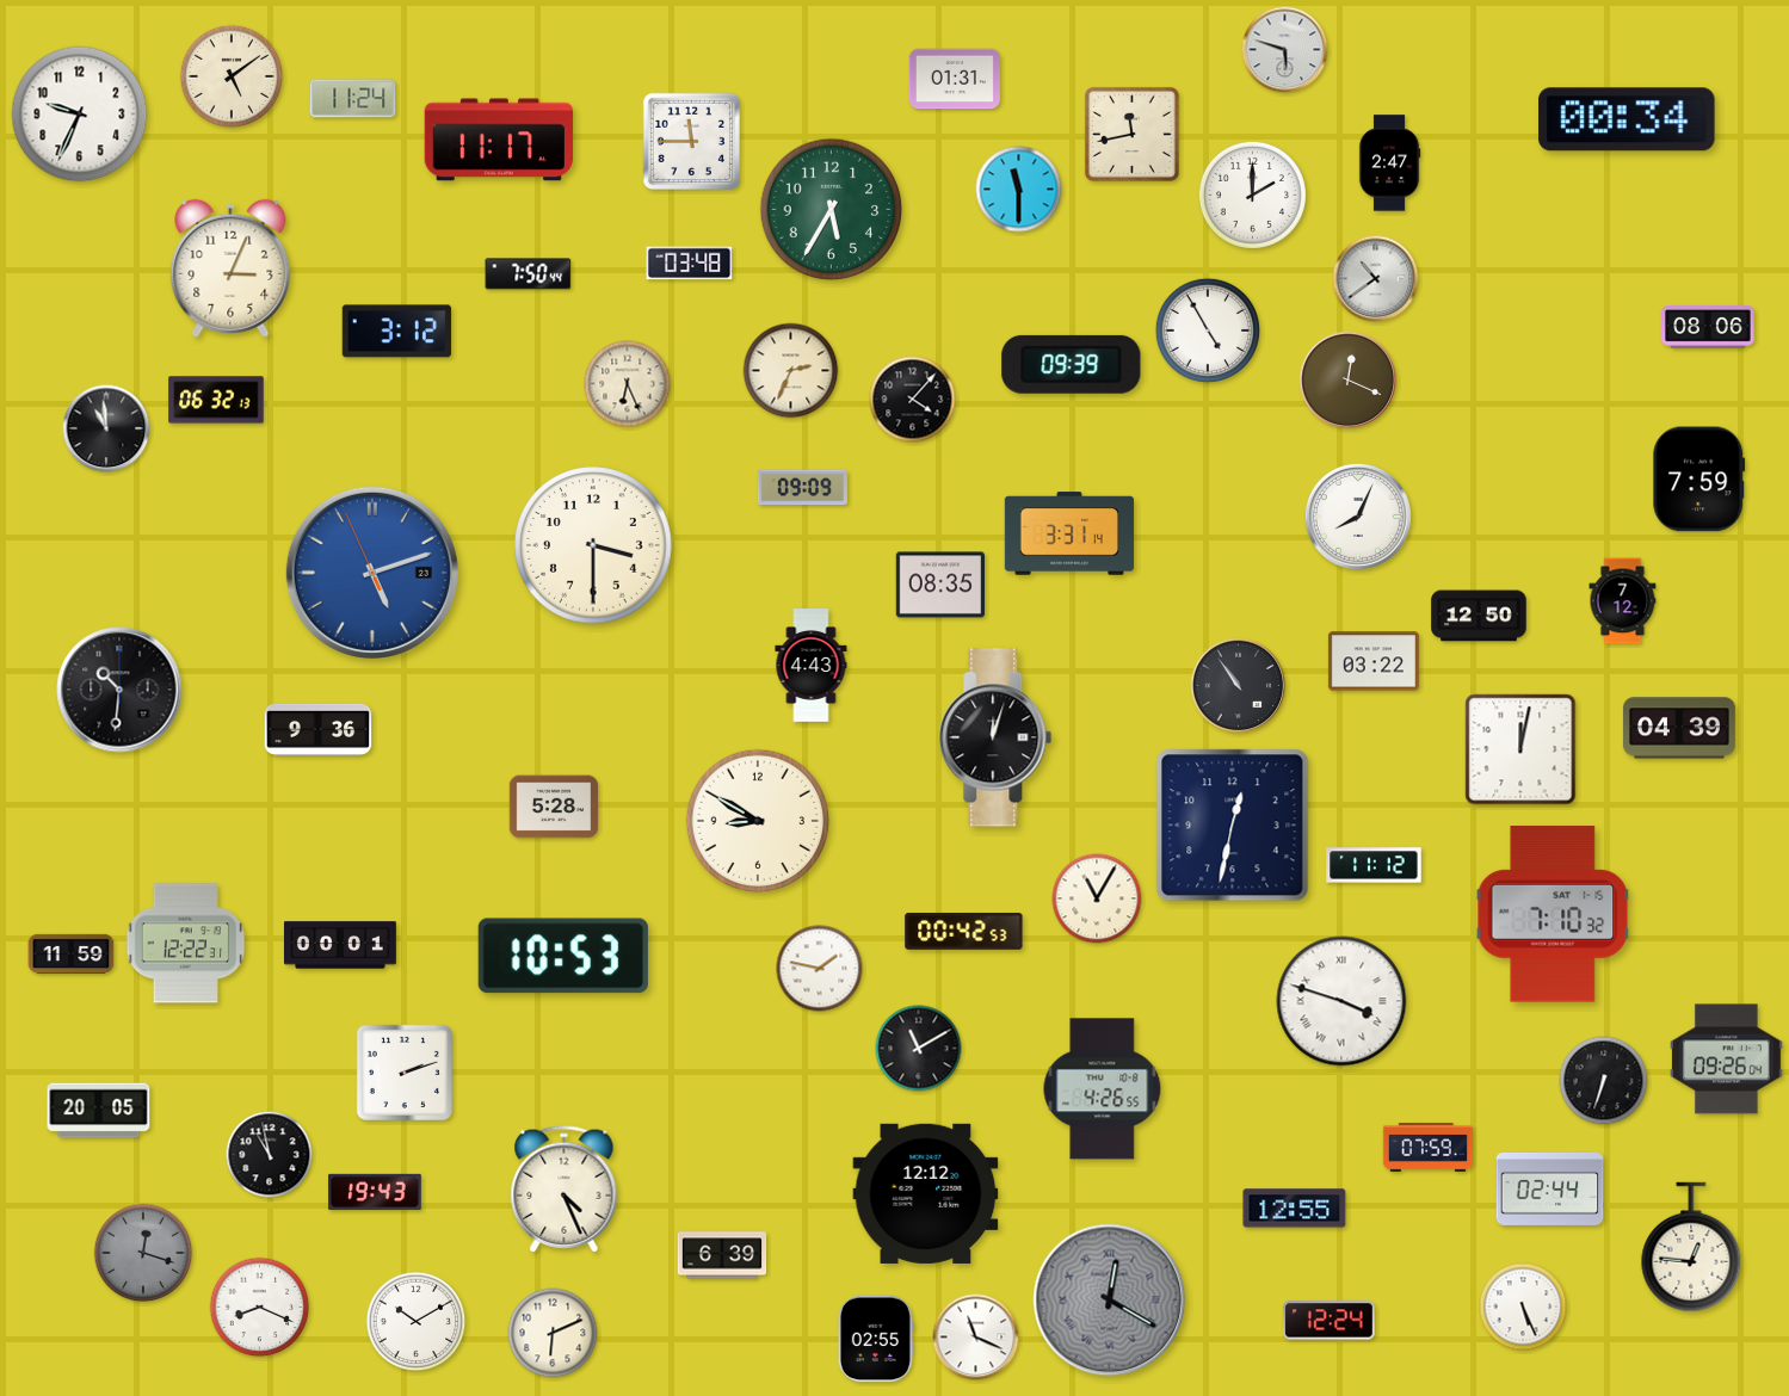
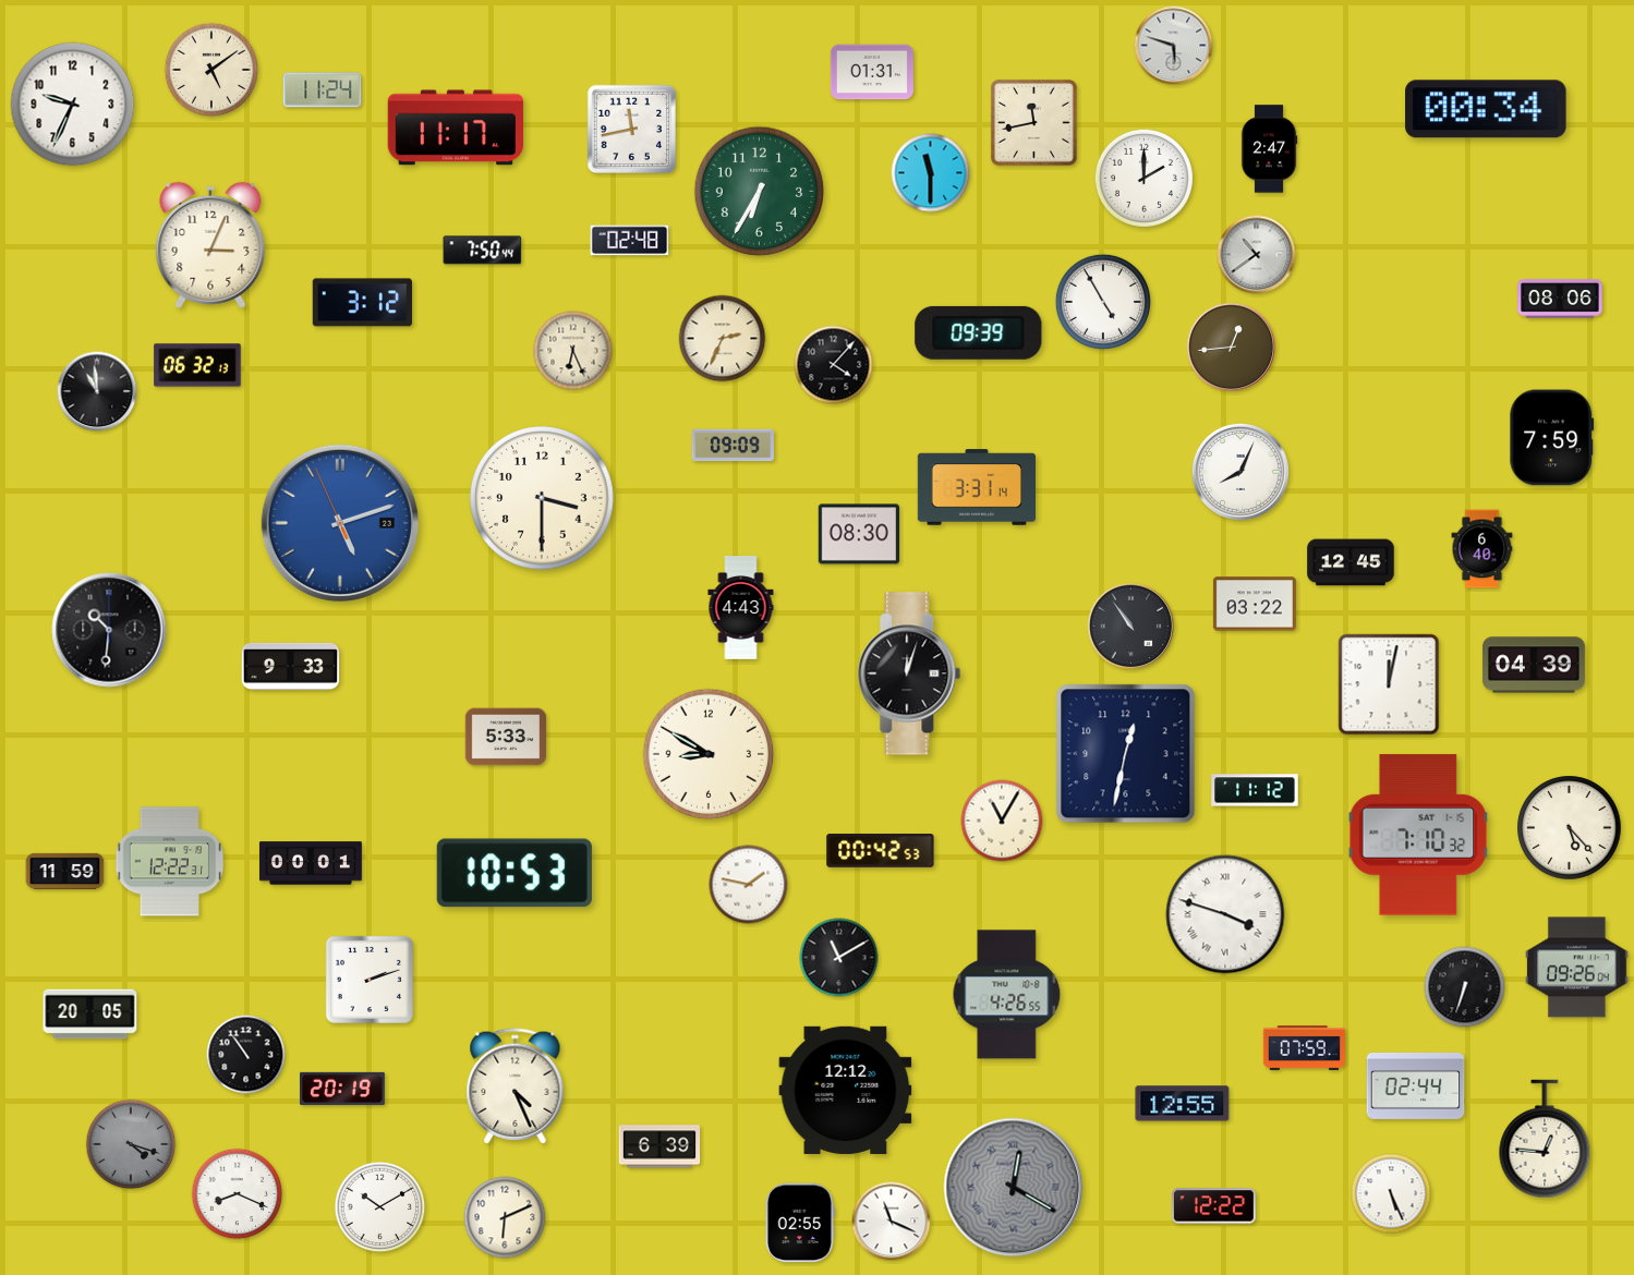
clock at (691, 141): 11:45 -> 11:43
clock at (832, 210): 5:35 -> 6:35
clock at (690, 264): 03:48 -> 02:48
clock at (1349, 381): 12:19 -> 12:44
clock at (939, 585): 08:35 -> 08:30
clock at (1623, 601): 7:12 -> 6:40
clock at (1479, 616): 12:50 -> 12:45
clock at (319, 729): 9:36 -> 9:33
clock at (554, 807): 5:28 -> 5:33
clock at (758, 821) position: (758, 821) -> (709, 754)
clock at (1570, 828): none -> 5:23
clock at (270, 1155): 10:58 -> 10:54
clock at (376, 1192): 19:43 -> 20:19
clock at (143, 1253): 12:18 -> 4:18
clock at (1328, 1321): 12:24 -> 12:22
